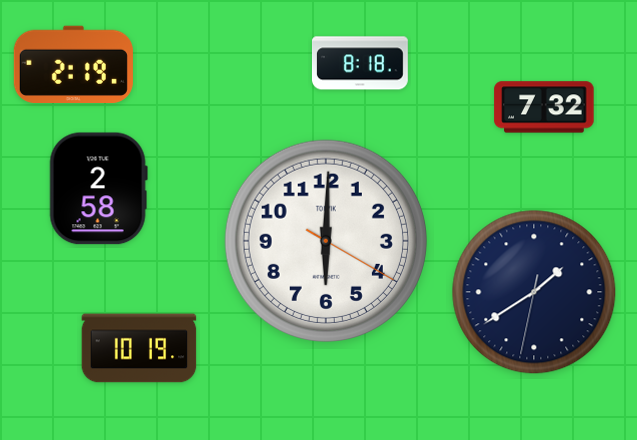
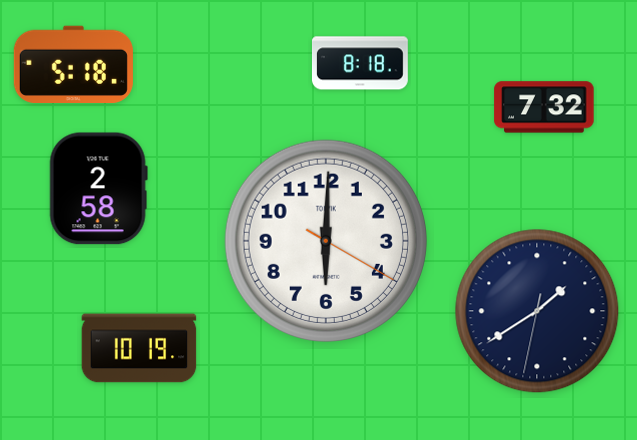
clock at (73, 64): 2:19 -> 5:18
clock at (534, 292) position: (534, 292) -> (537, 311)
